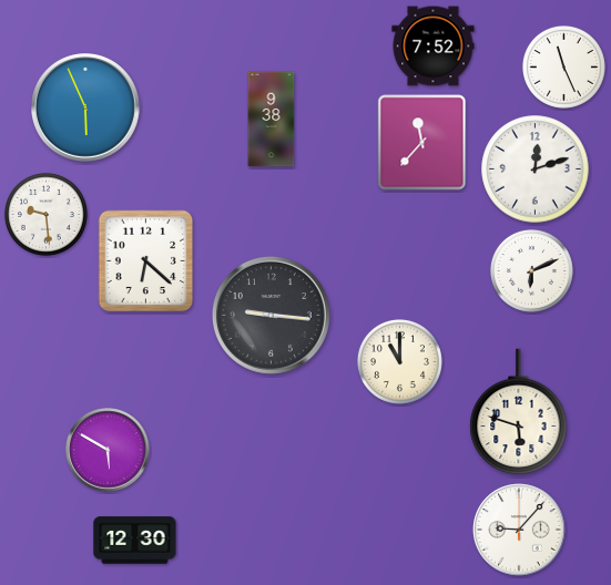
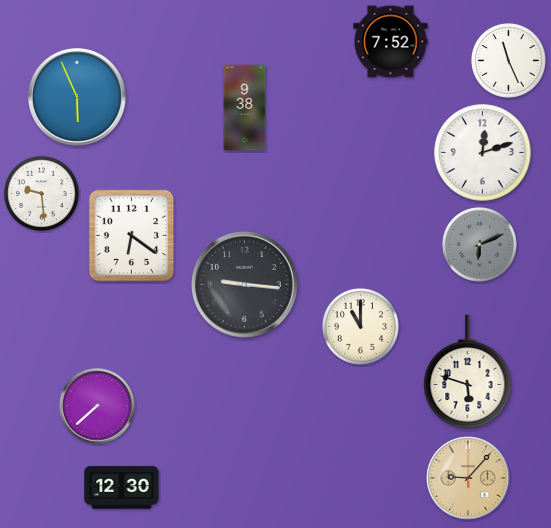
clock at (422, 143): 11:37 -> none
clock at (146, 261): 6:22 -> 6:21
clock at (531, 270) dial: white -> grey
clock at (108, 450): 5:50 -> 7:38
clock at (519, 530) dial: white -> champagne
